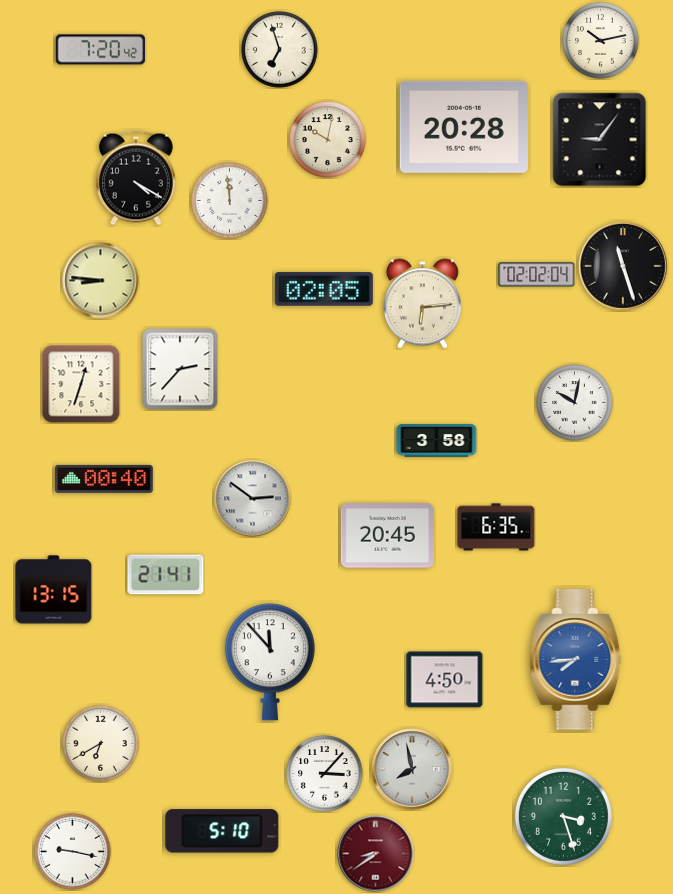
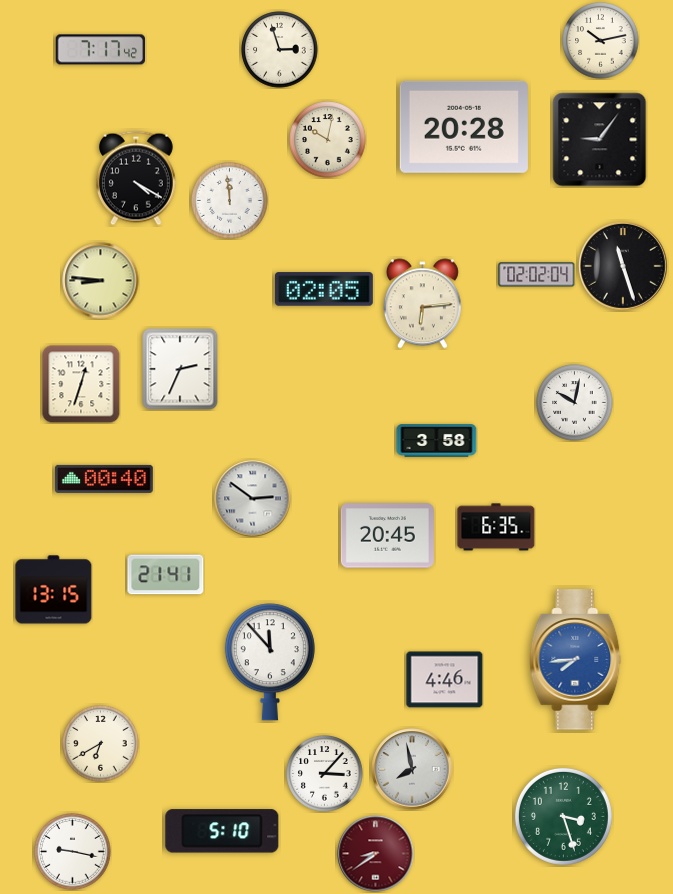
clock at (100, 50): 7:20 -> 7:17
clock at (280, 50): 6:57 -> 2:57
clock at (180, 369): 2:37 -> 2:34
clock at (445, 680): 4:50 -> 4:46
